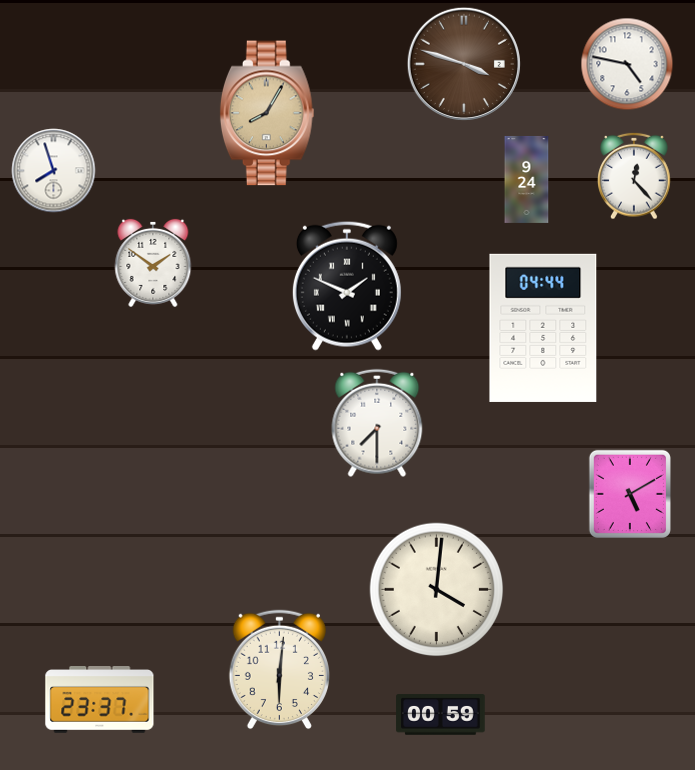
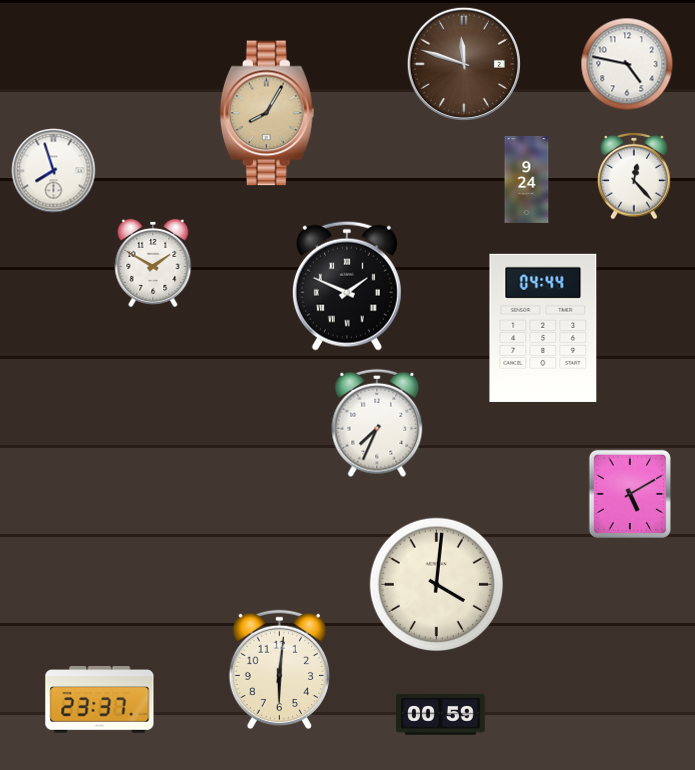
clock at (464, 64): 3:48 -> 11:48
clock at (153, 263): 1:51 -> 1:50
clock at (377, 423): 7:30 -> 7:34
clock at (437, 590) position: (437, 590) -> (437, 585)
